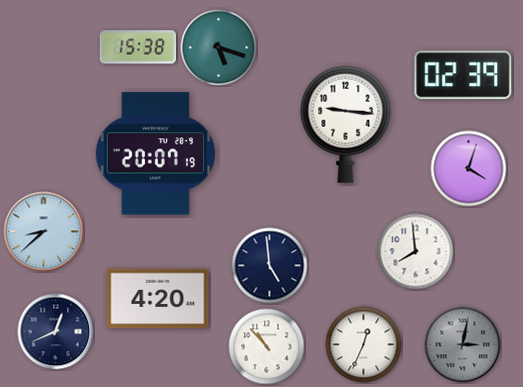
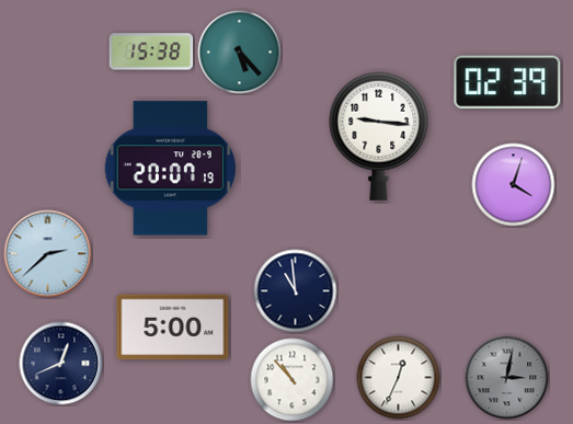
clock at (219, 48): 5:18 -> 5:23
clock at (44, 232): 8:38 -> 2:38
clock at (416, 252): 7:59 -> none
clock at (270, 266): 4:59 -> 10:59
clock at (158, 299): 4:20 -> 5:00
